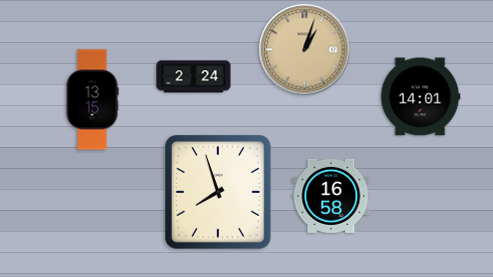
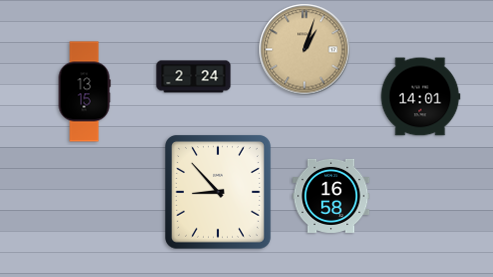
clock at (92, 100) position: (92, 100) -> (84, 92)
clock at (218, 192): 7:57 -> 8:53
